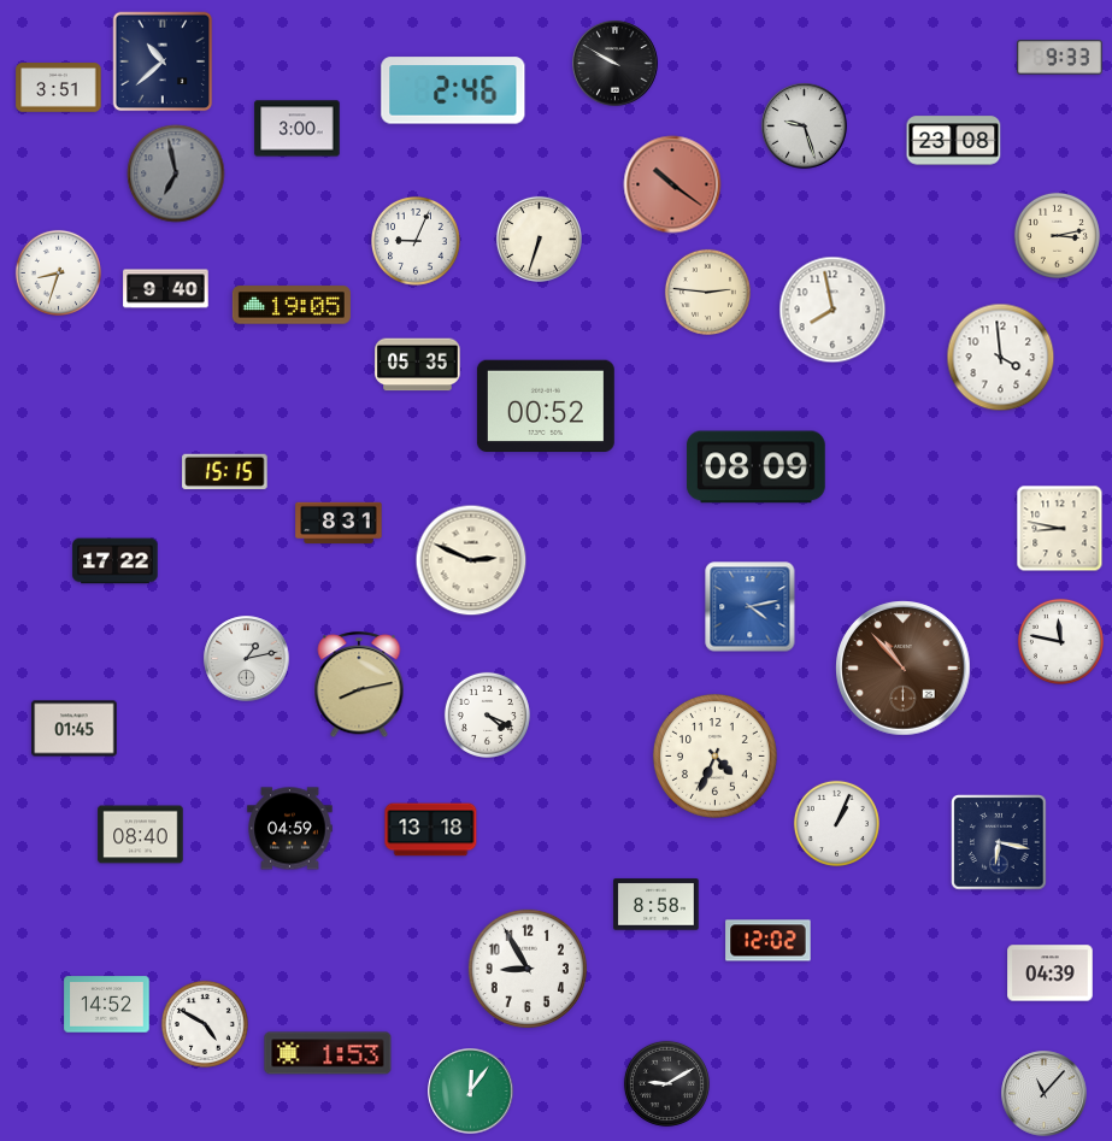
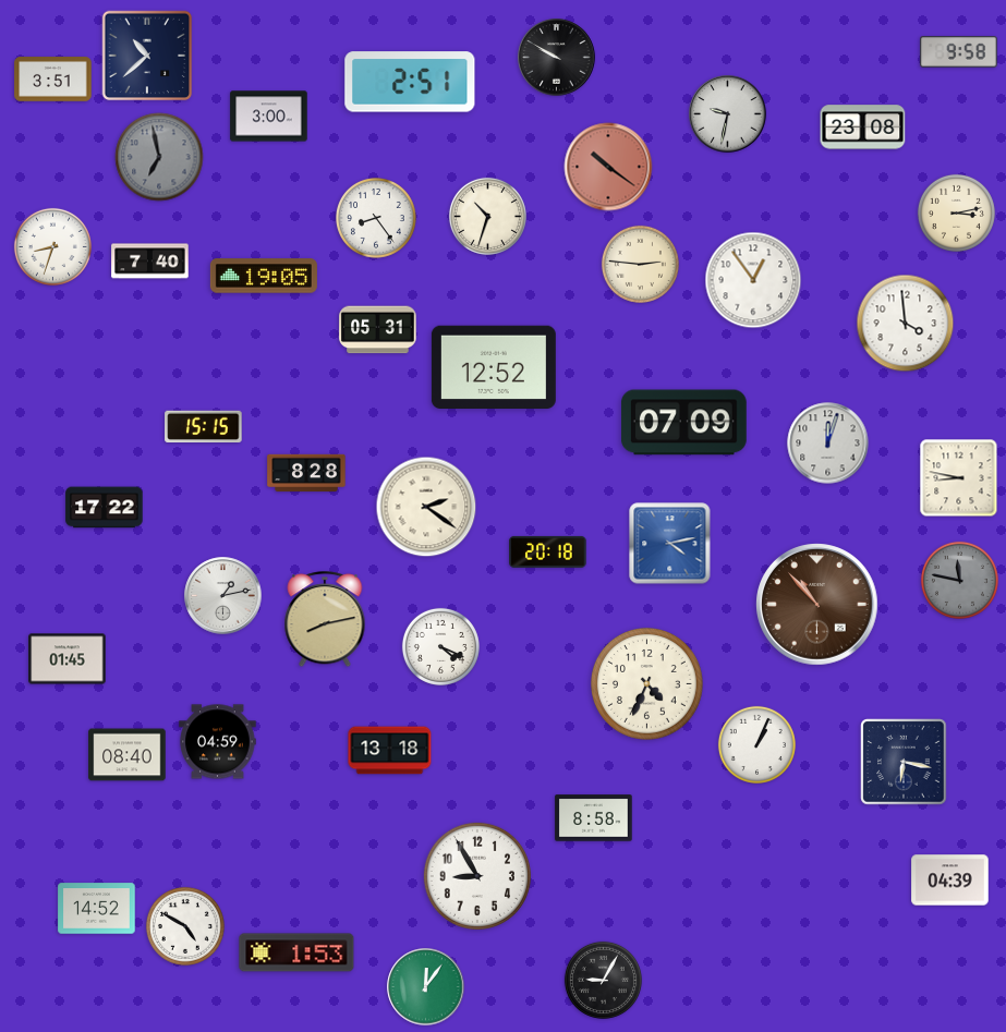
clock at (1060, 58): 9:33 -> 9:58
clock at (453, 90): 2:46 -> 2:51
clock at (805, 127): 9:27 -> 9:32
clock at (539, 239): 6:33 -> 10:33
clock at (417, 242): 9:04 -> 8:24
clock at (166, 289): 9:40 -> 7:40
clock at (832, 310): 7:58 -> 12:54
clock at (418, 365): 05:35 -> 05:31
clock at (546, 406): 00:52 -> 12:52
clock at (755, 467): 08:09 -> 07:09
clock at (828, 444): none -> 12:03
clock at (339, 523): 8:31 -> 8:28
clock at (471, 560): 2:49 -> 2:21
clock at (751, 607) position: (751, 607) -> (670, 544)
clock at (548, 551): none -> 20:18
clock at (1060, 641) dial: white -> grey
clock at (290, 829) position: (290, 829) -> (218, 742)
clock at (769, 941): 12:02 -> none
clock at (666, 1083): 9:10 -> 9:05
clock at (1045, 1094): 11:07 -> none
